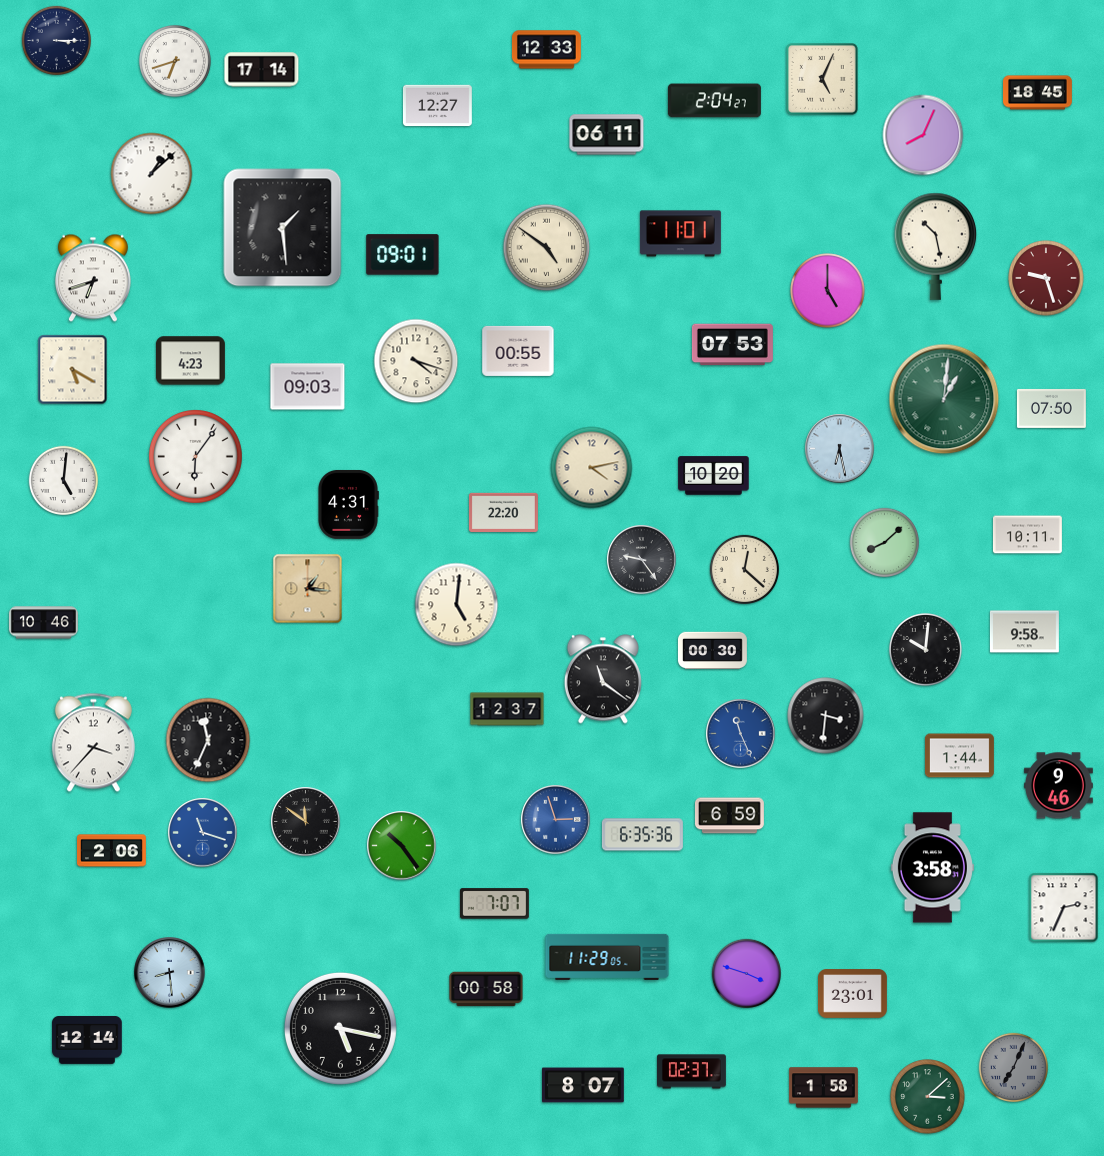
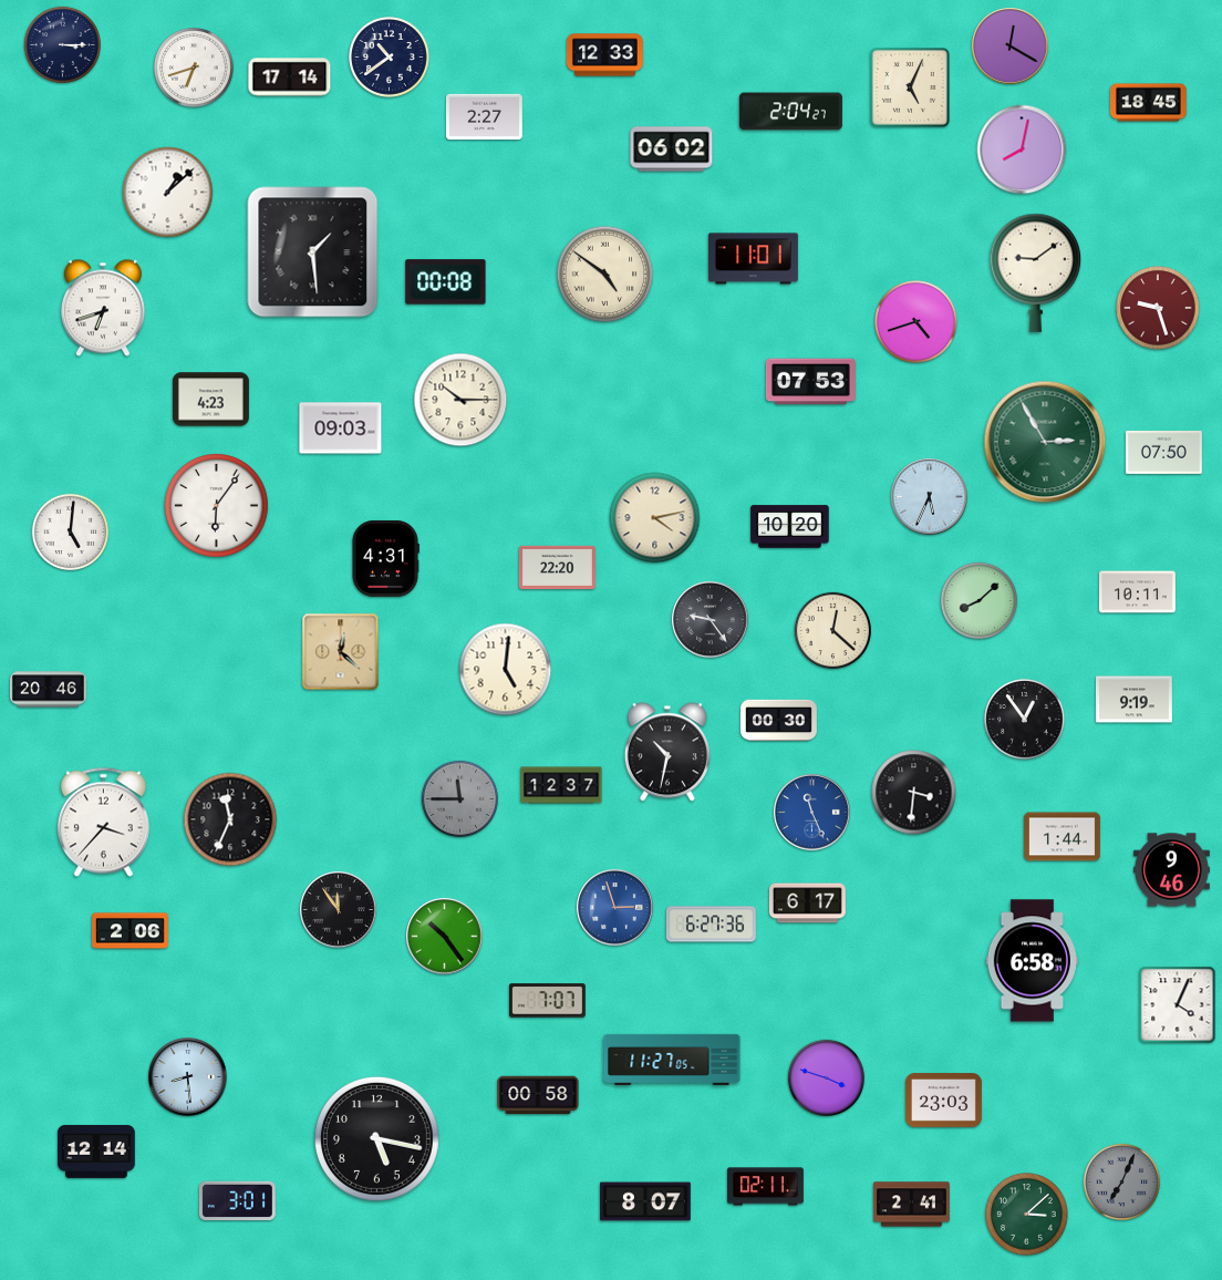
clock at (1011, 47): none -> 12:20
clock at (390, 58): none -> 10:39
clock at (437, 106): 12:27 -> 2:27
clock at (607, 135): 06:11 -> 06:02
clock at (923, 135): 8:04 -> 8:02
clock at (936, 246): 10:28 -> 9:09
clock at (403, 255): 09:01 -> 00:08
clock at (828, 291): 5:00 -> 4:42
clock at (518, 351): 00:55 -> none
clock at (416, 361): 4:18 -> 10:15
clock at (73, 370): 5:20 -> none
clock at (944, 399): 1:01 -> 2:55
clock at (840, 449): 6:28 -> 5:34
clock at (744, 569) position: (744, 569) -> (832, 630)
clock at (308, 589): 1:16 -> 12:22
clock at (43, 623): 10:46 -> 20:46
clock at (1024, 632): 9:58 -> 9:19
clock at (926, 650): 10:01 -> 12:54
clock at (712, 651) position: (712, 651) -> (778, 721)
clock at (603, 679): 11:21 -> 10:32
clock at (459, 798): none -> 11:45
clock at (741, 734) position: (741, 734) -> (812, 813)
clock at (729, 816): 6:59 -> 6:17
clock at (306, 822): 11:51 -> 11:54
clock at (203, 833): 11:18 -> none
clock at (642, 835): 6:35 -> 6:27
clock at (112, 851) position: (112, 851) -> (131, 931)
clock at (932, 868): 3:58 -> 6:58
clock at (1064, 908): 2:34 -> 4:04
clock at (607, 957): 11:29 -> 11:27
clock at (853, 994): 23:01 -> 23:03
clock at (692, 1072): 02:37 -> 02:11
clock at (237, 1201): none -> 3:01
clock at (823, 1088): 1:58 -> 2:41
